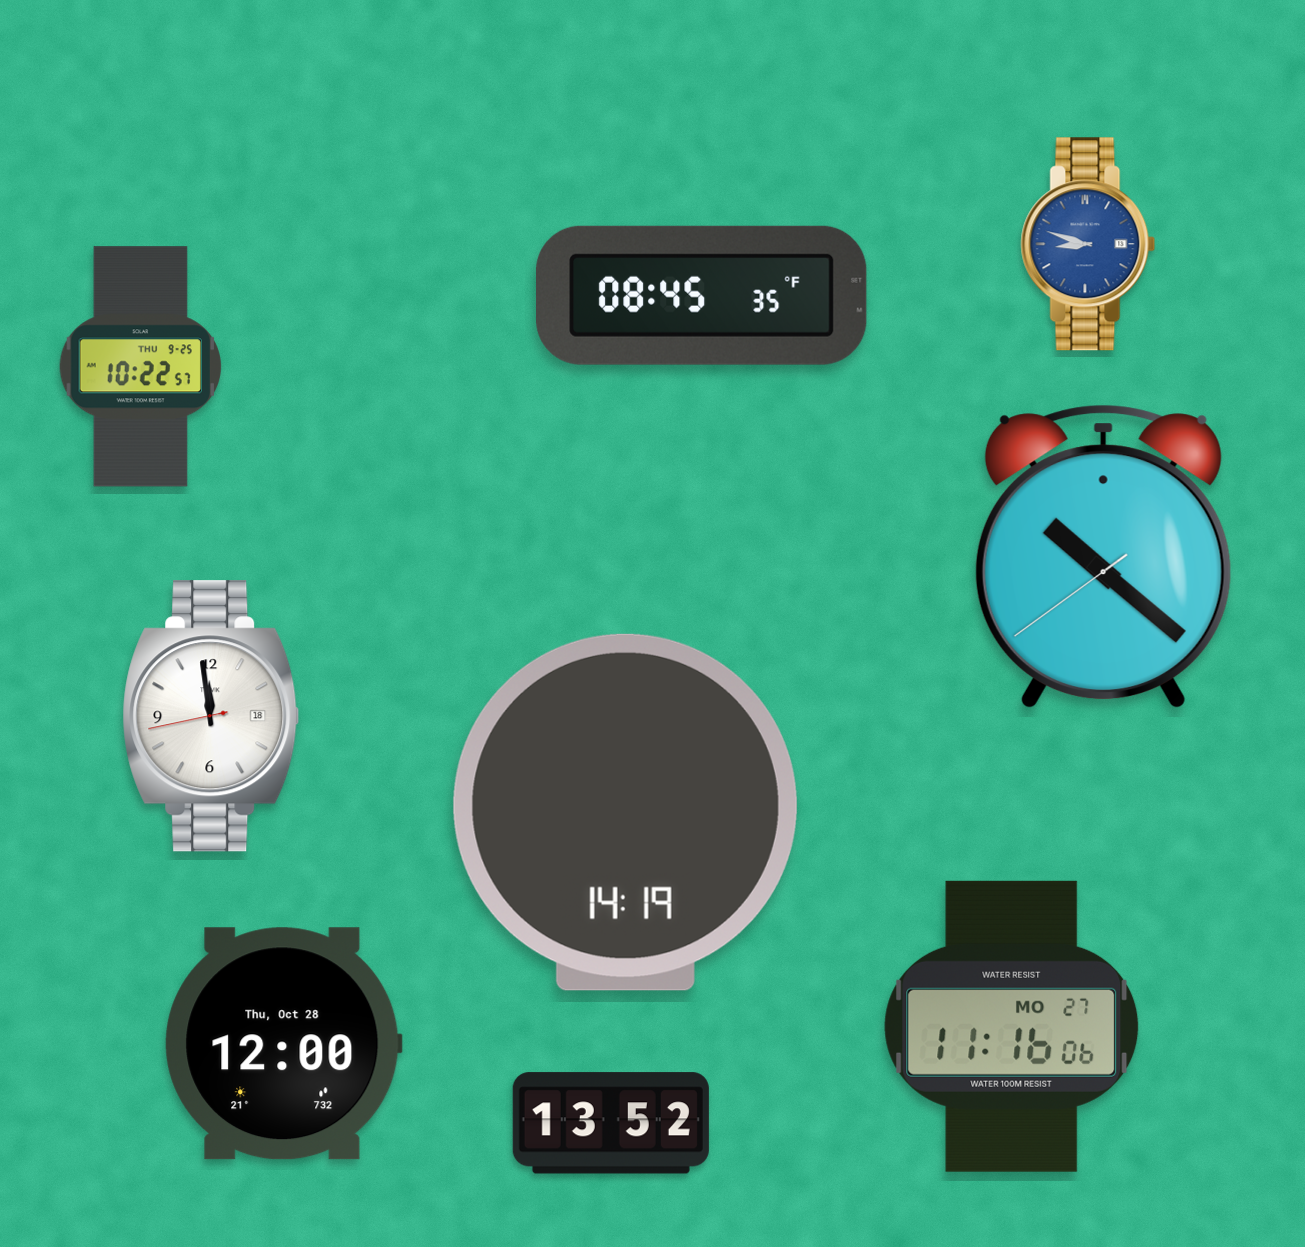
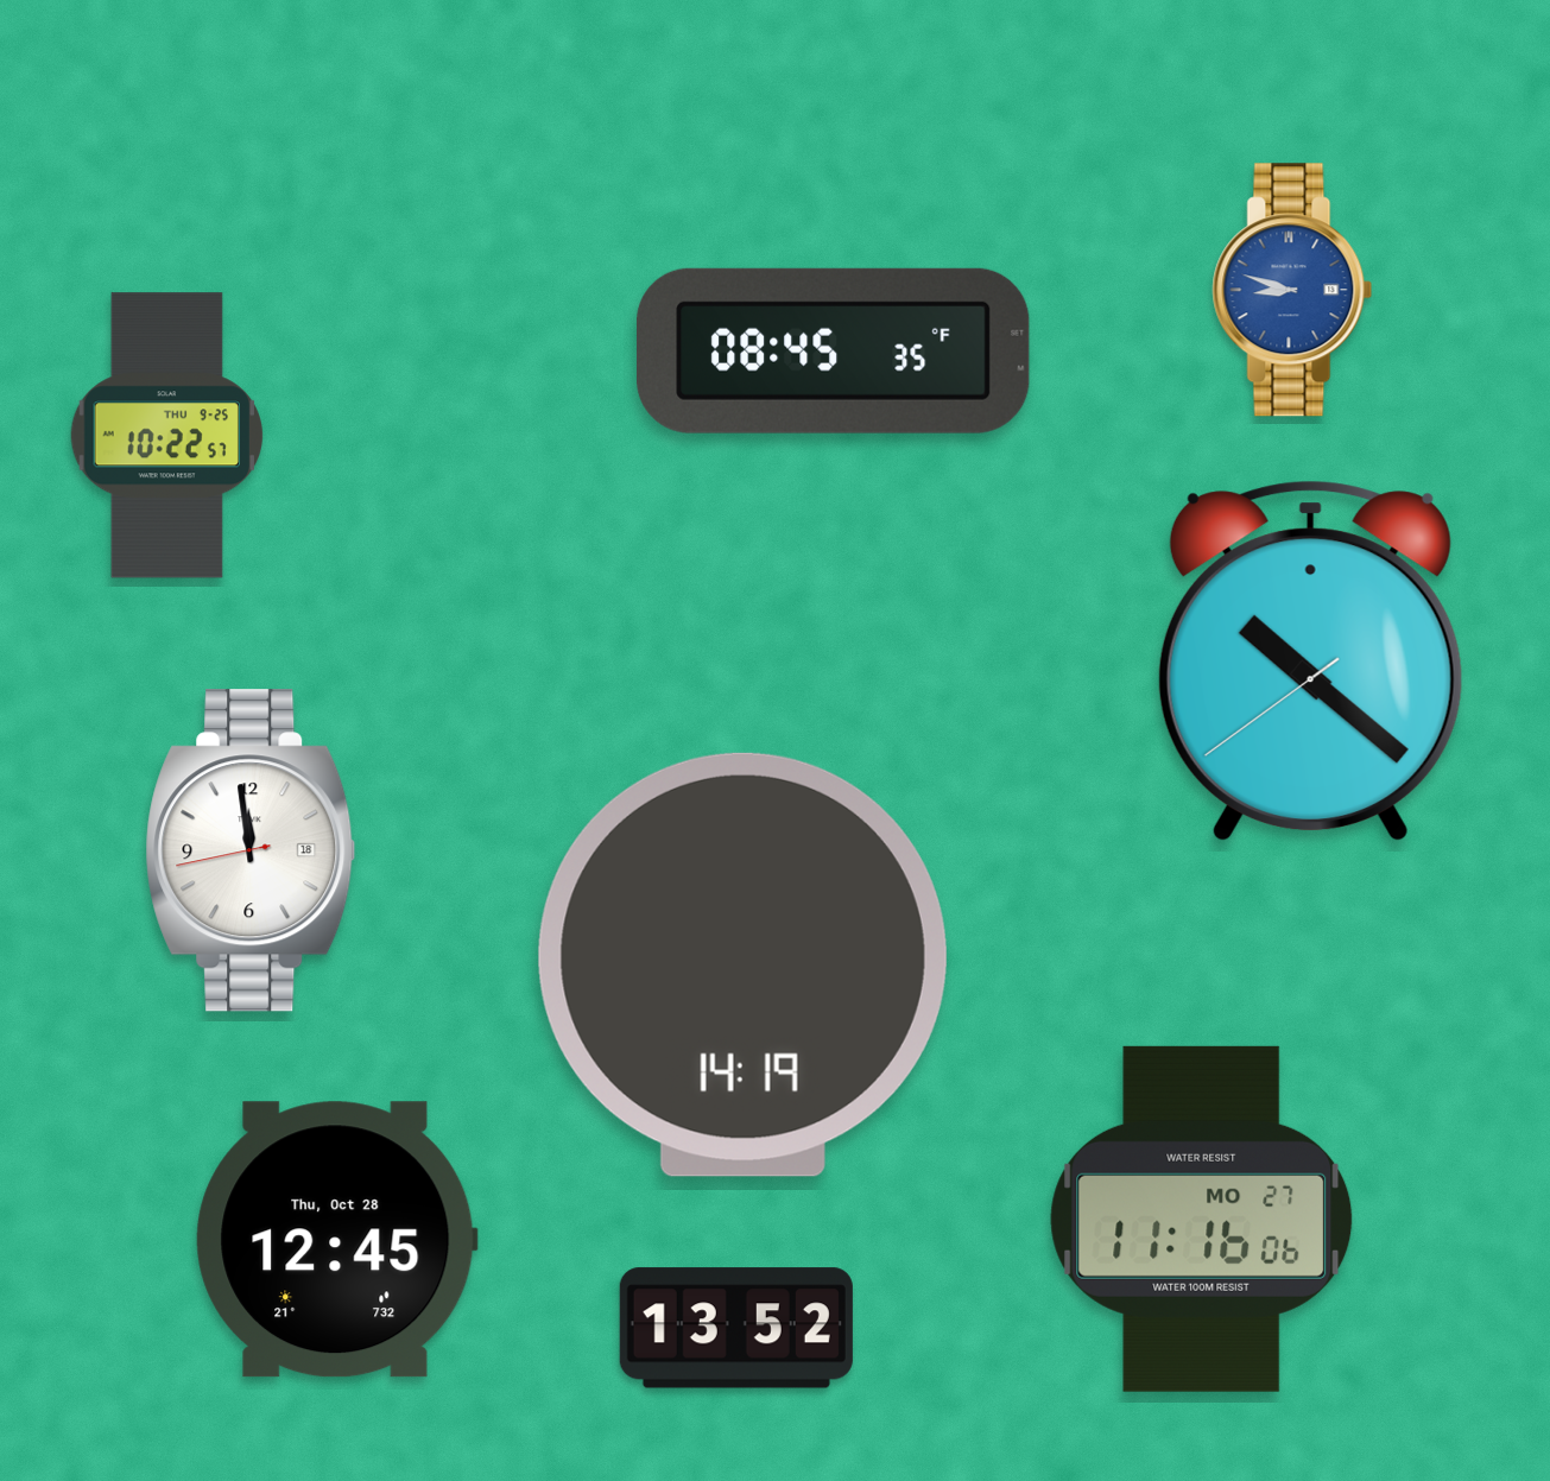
clock at (283, 1044): 12:00 -> 12:45
clock at (611, 1123) position: (611, 1123) -> (736, 1328)
